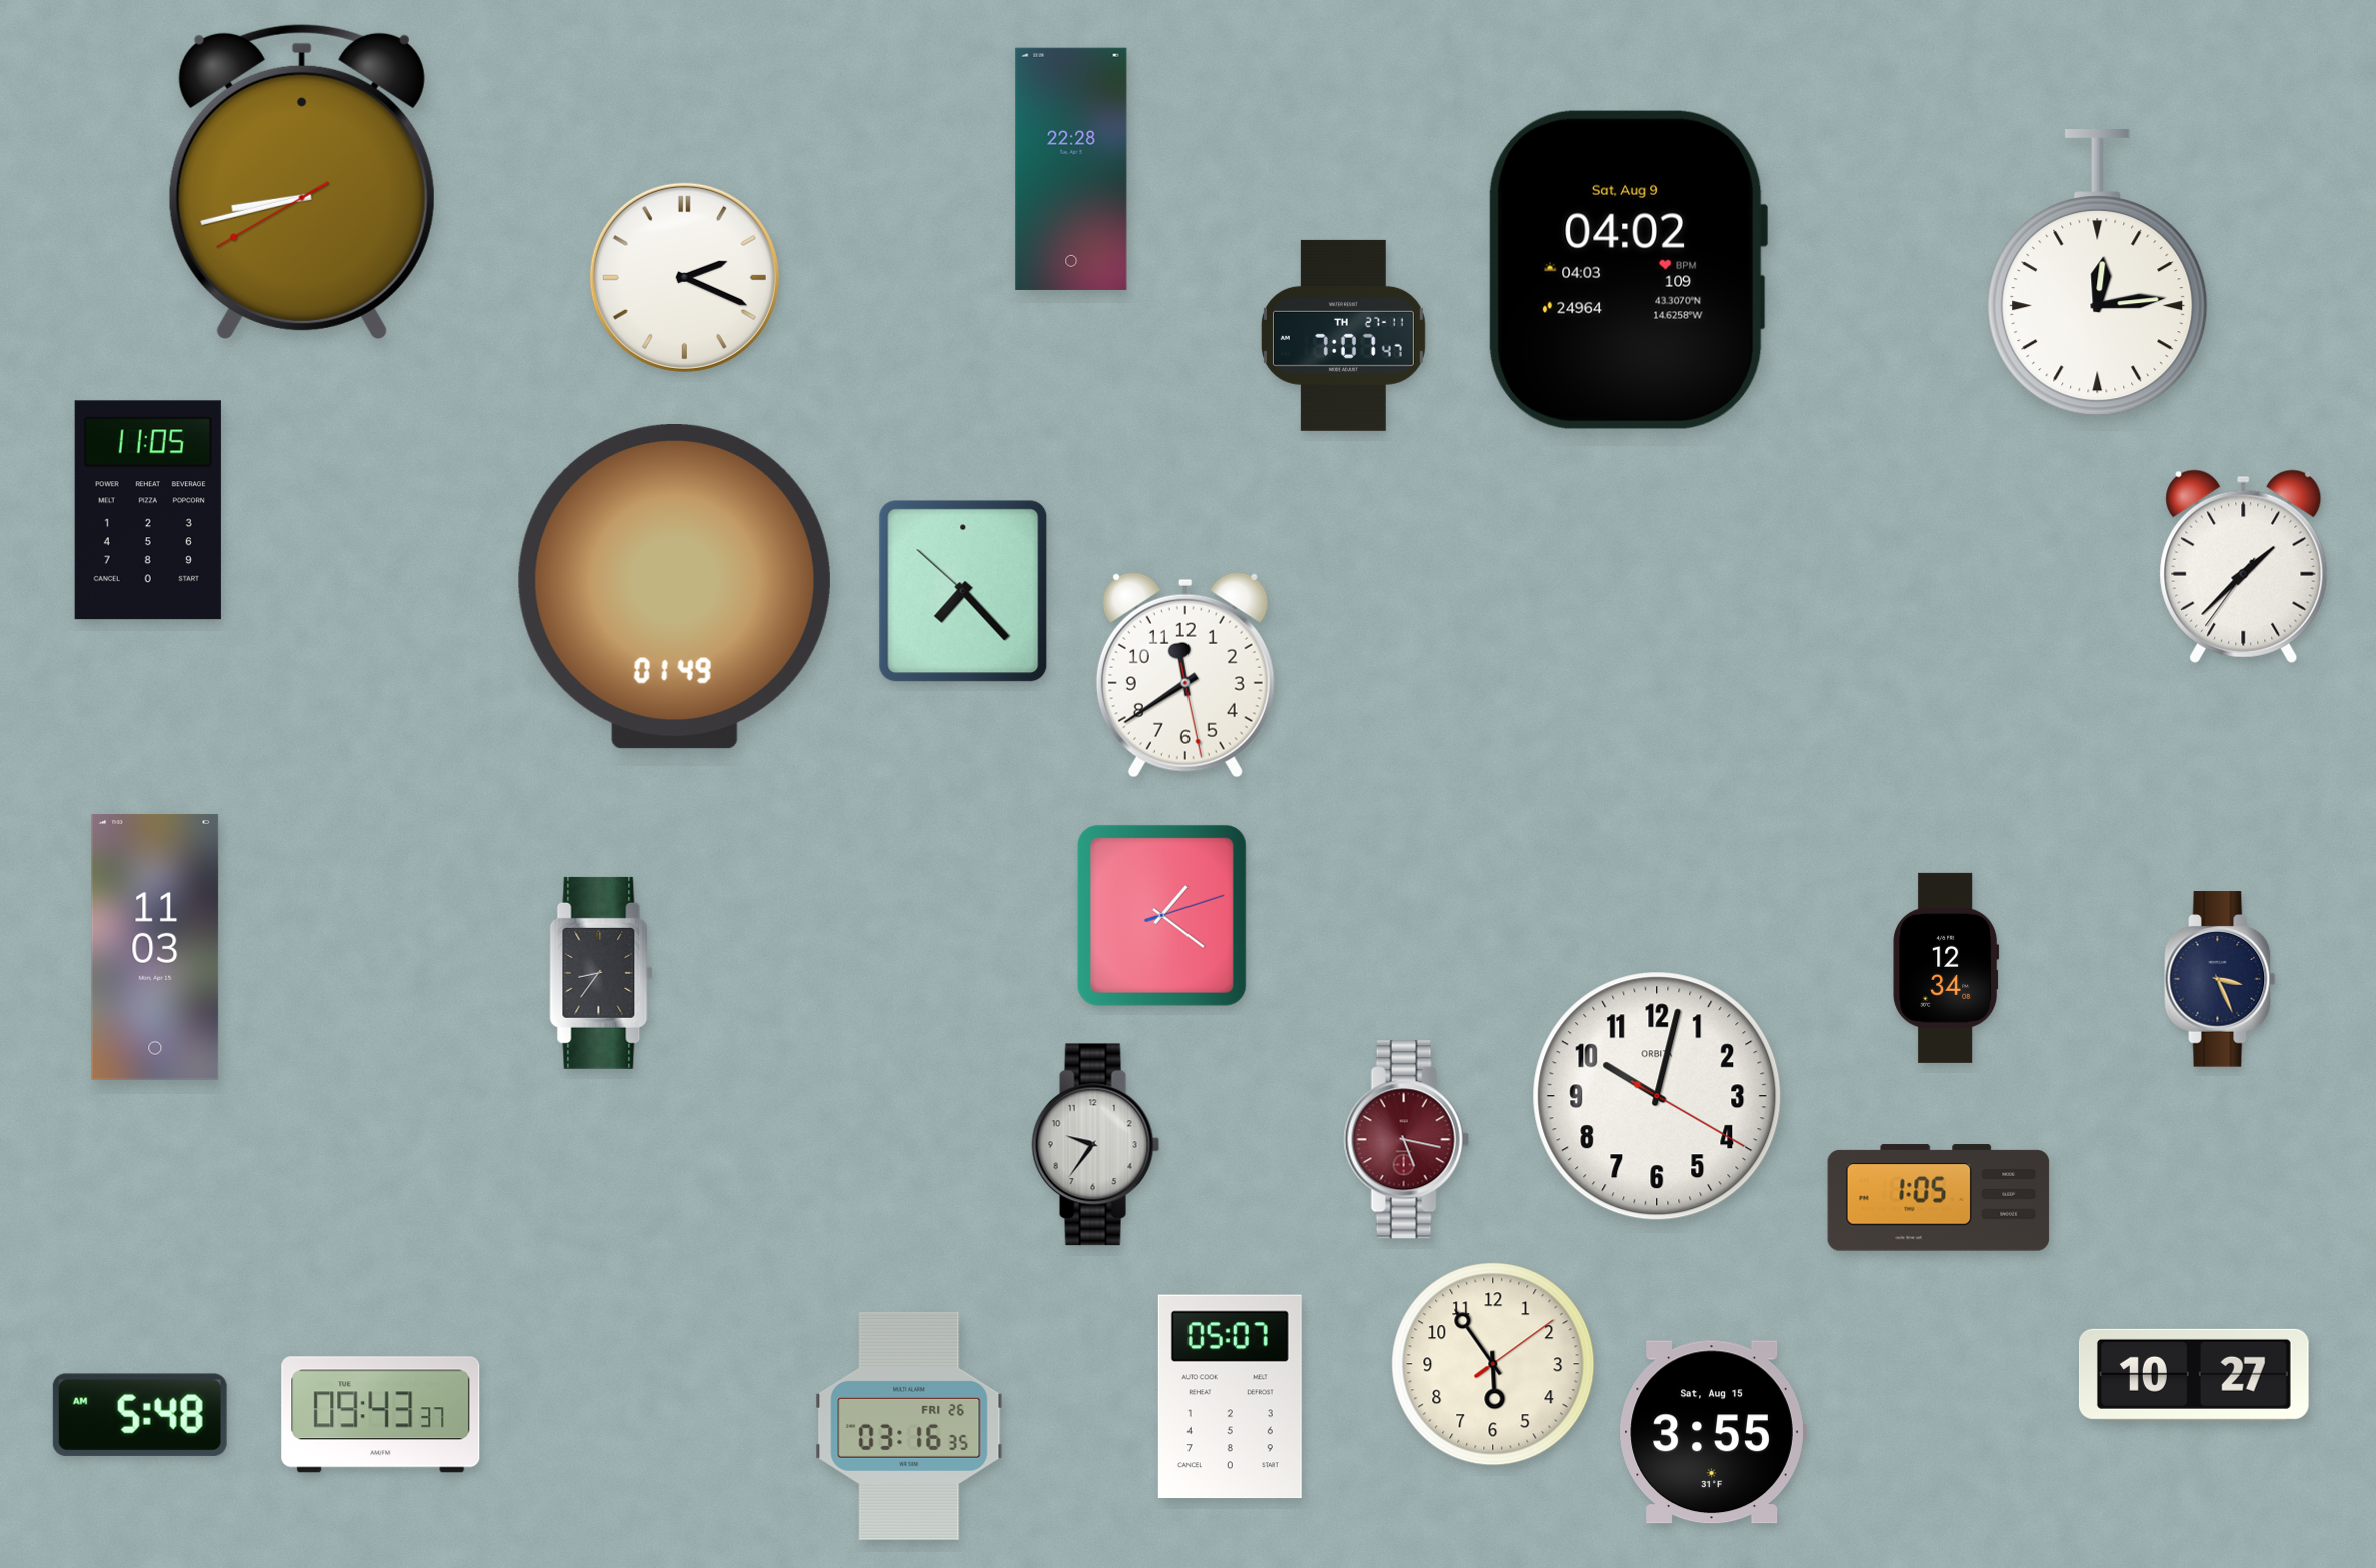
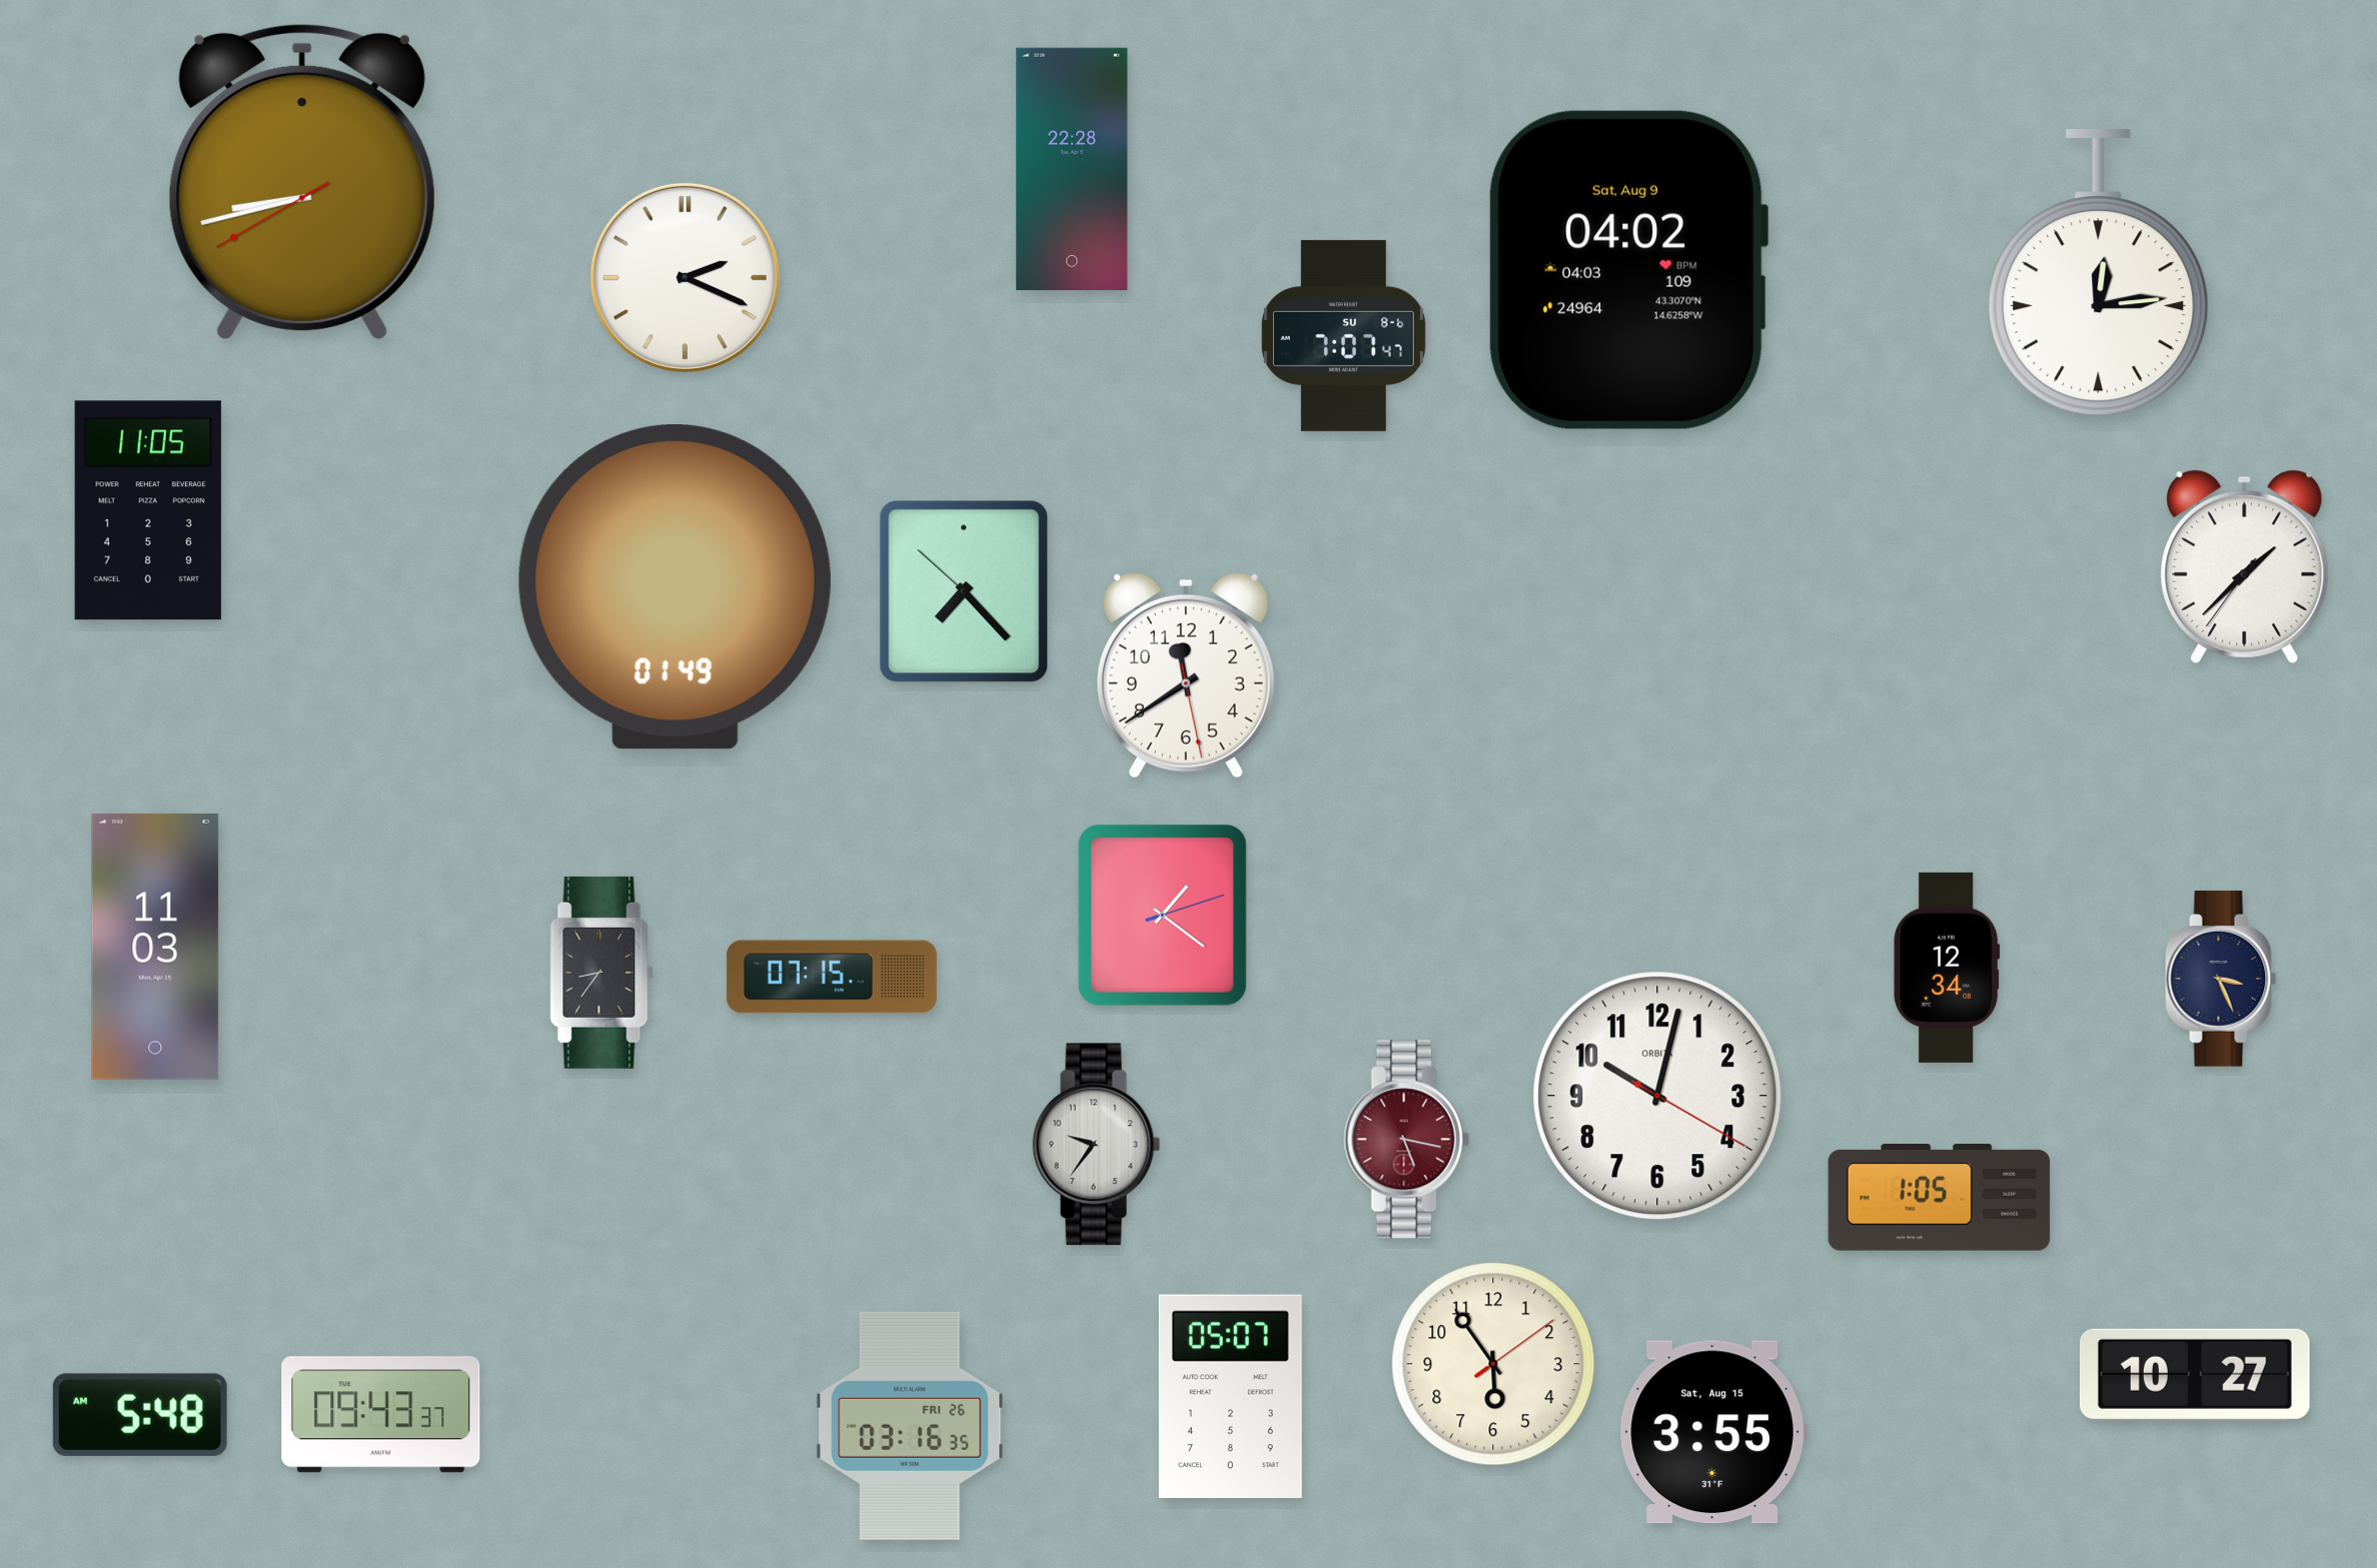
clock at (1343, 335) date: TH 27-11 -> SU 8-6
clock at (832, 977): none -> 07:15
